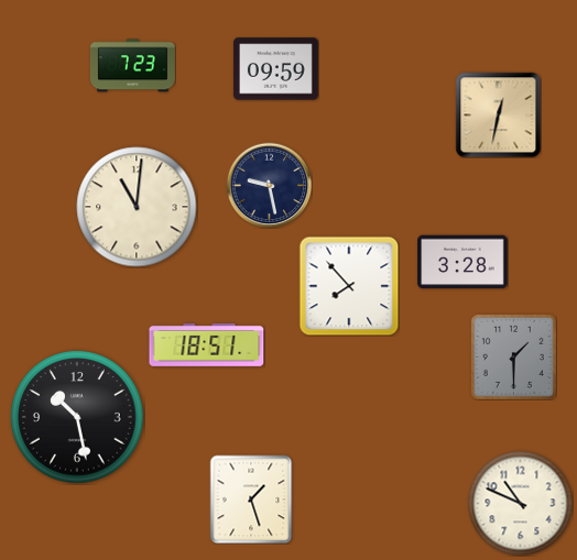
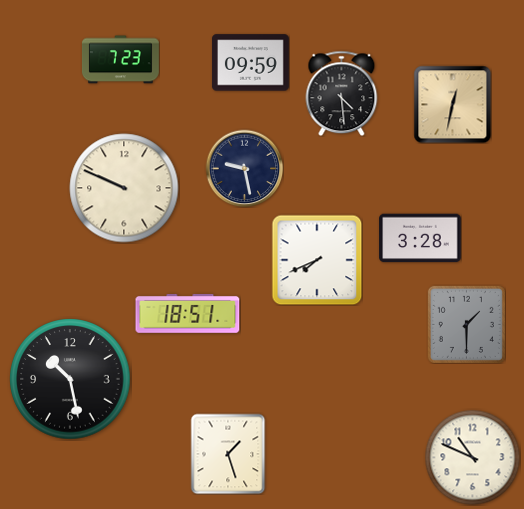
clock at (342, 93): none -> 4:29
clock at (137, 207): 11:01 -> 9:49
clock at (349, 286): 7:53 -> 7:41
